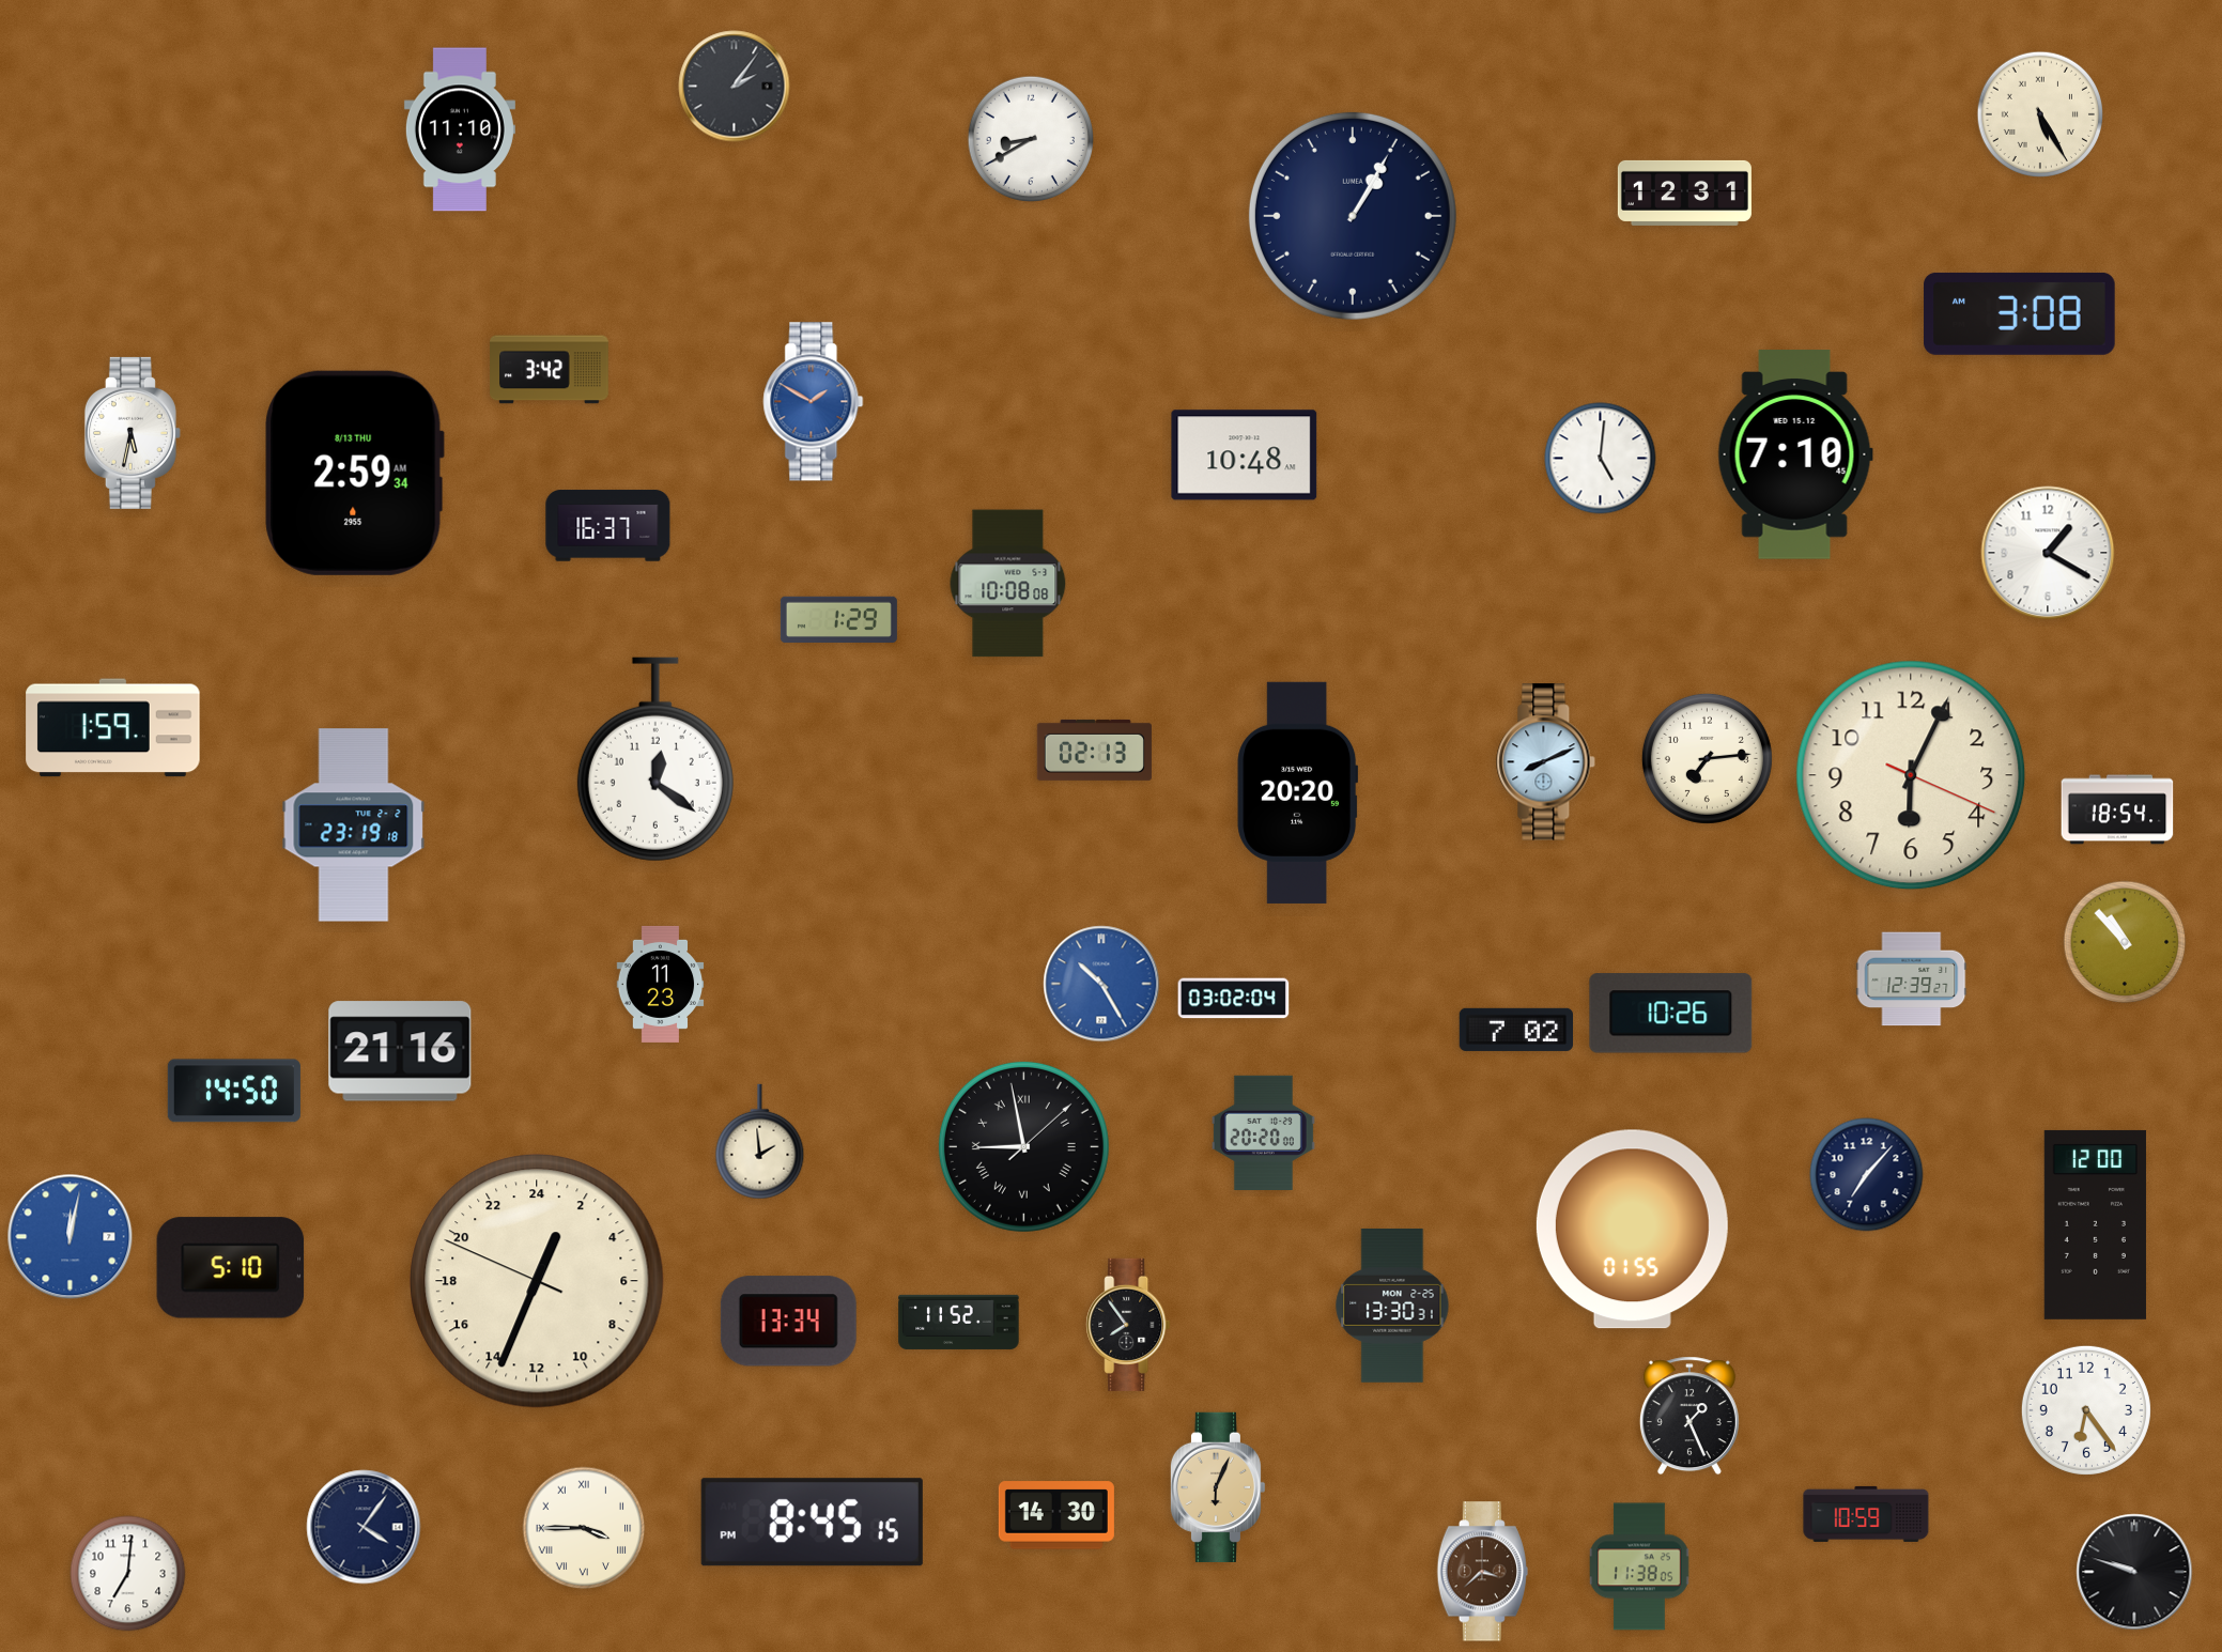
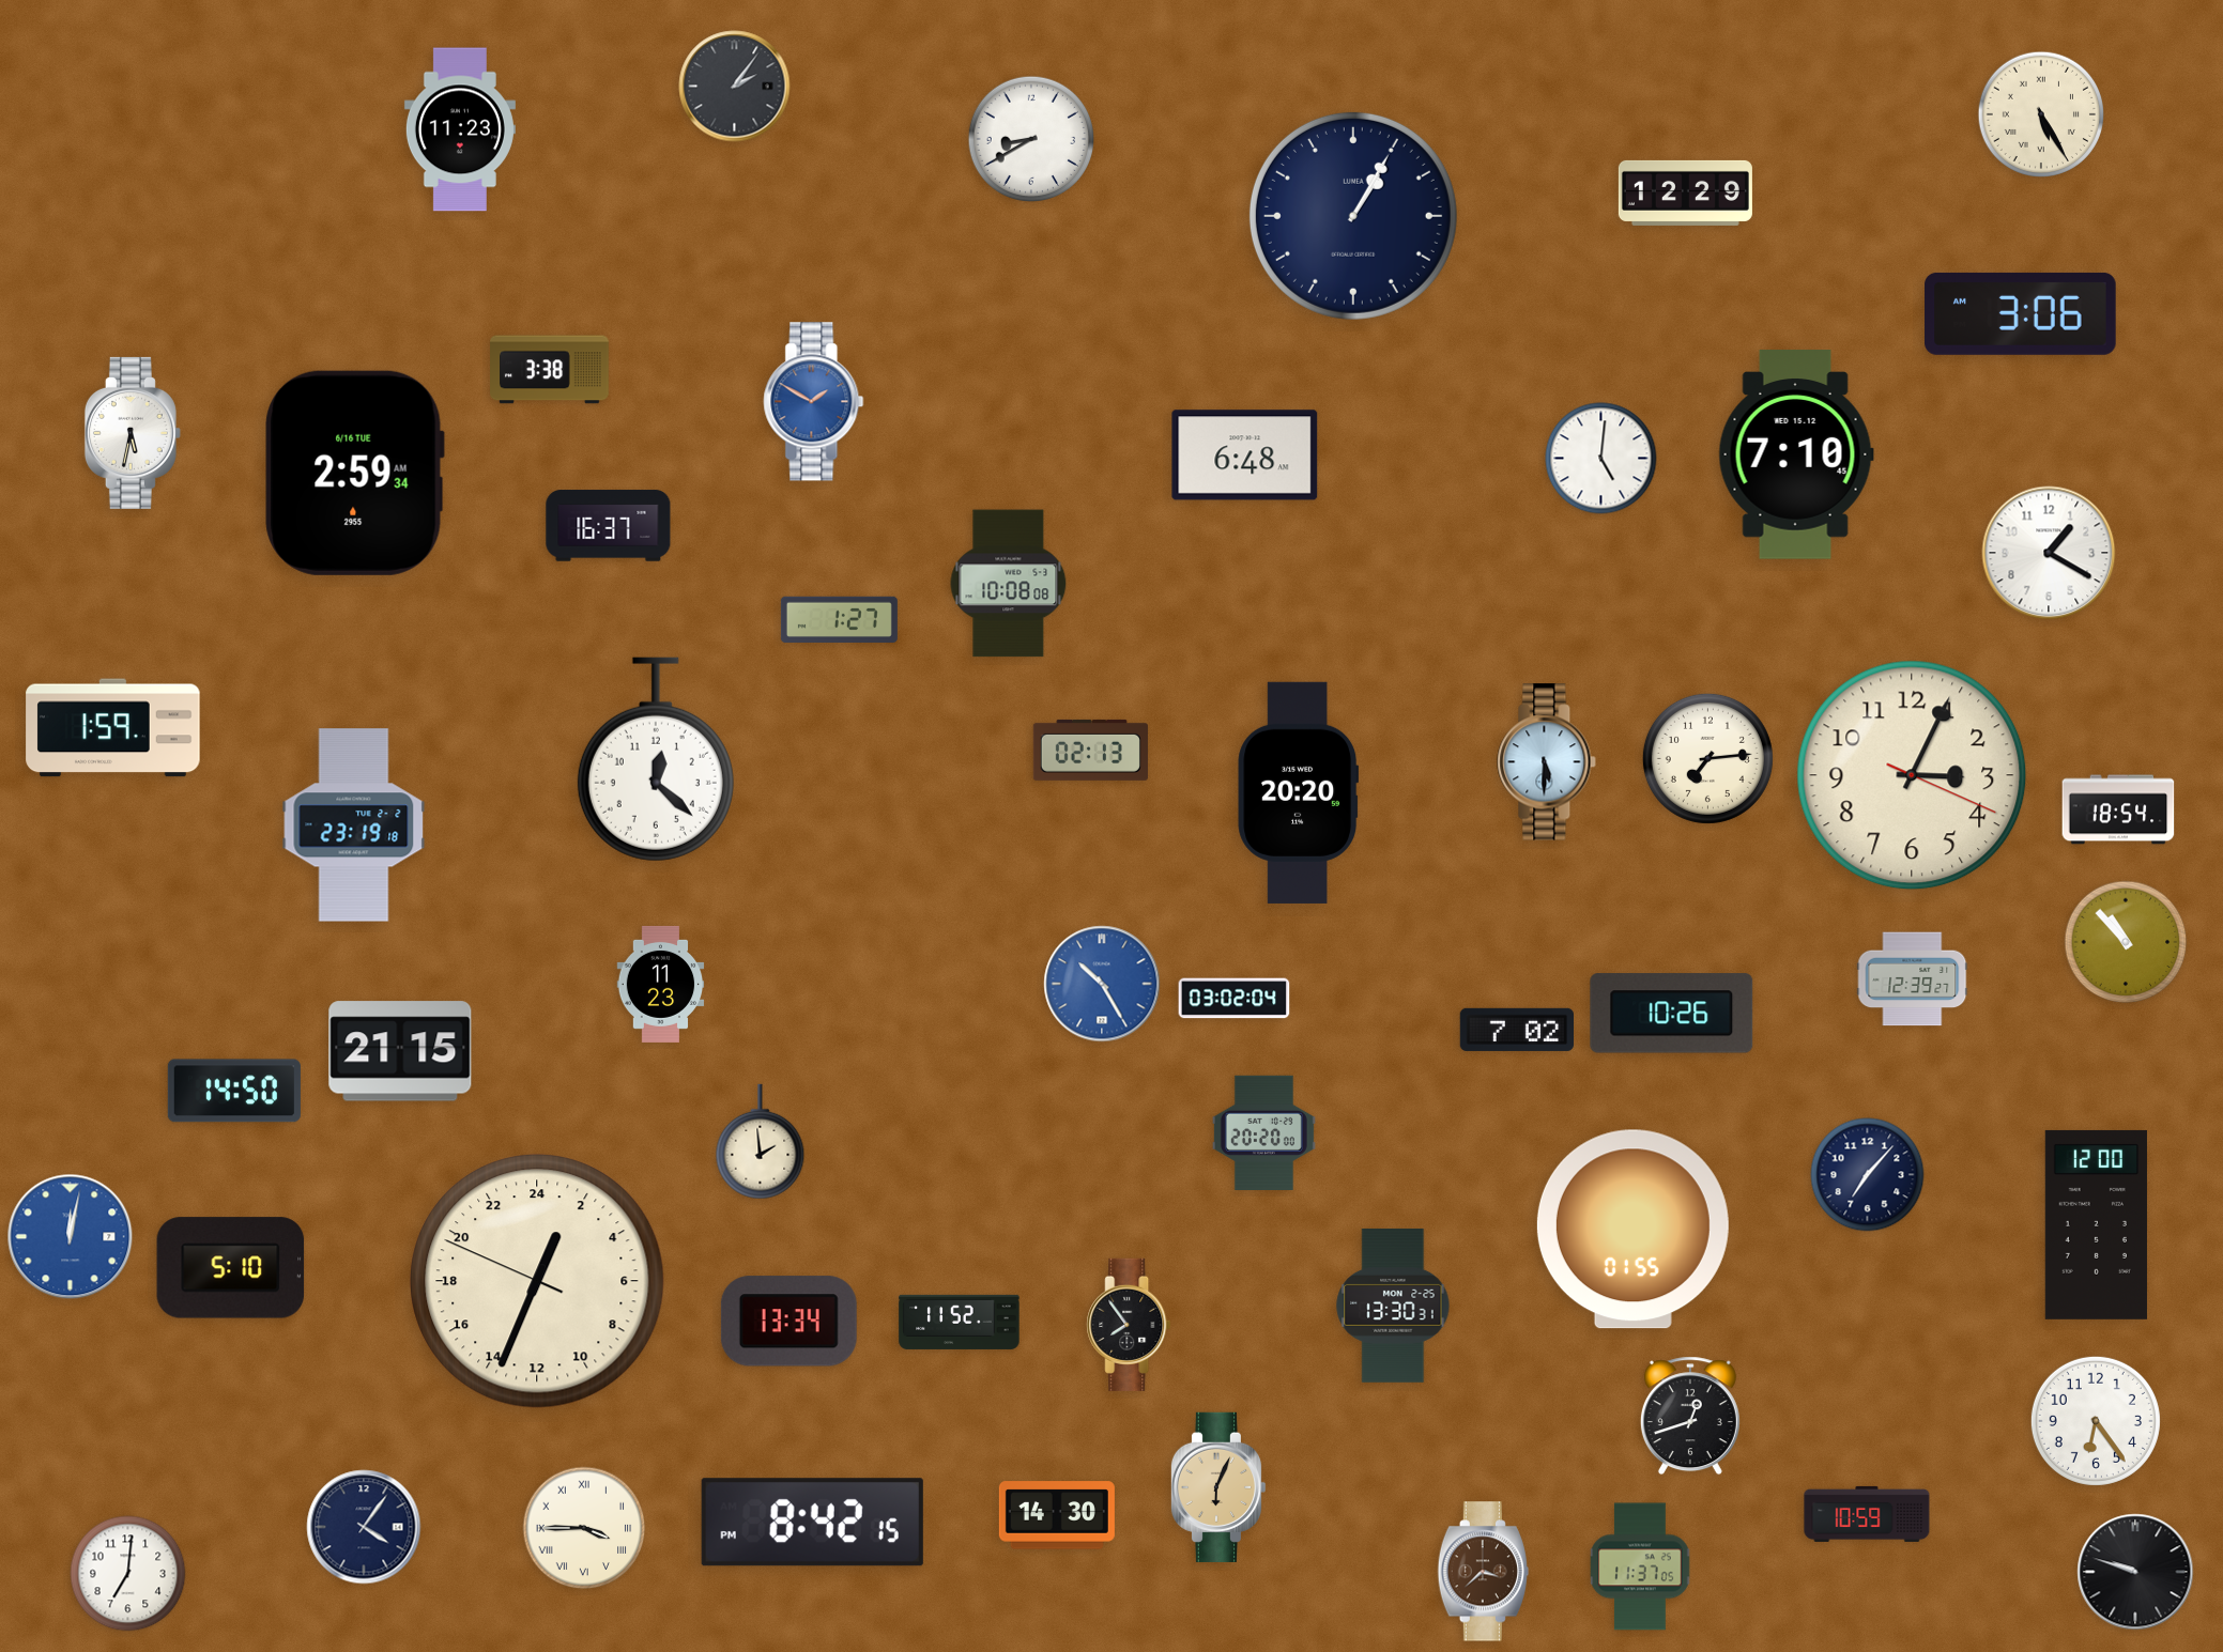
clock at (460, 129): 11:10 -> 11:23
clock at (1684, 192): 12:31 -> 12:29
clock at (2020, 313): 3:08 -> 3:06
clock at (550, 370): 3:42 -> 3:38
clock at (1245, 456): 10:48 -> 6:48
clock at (354, 473) date: 8/13 THU -> 6/16 TUE
clock at (838, 619): 1:29 -> 1:27
clock at (1094, 750) position: (1094, 750) -> (1090, 750)
clock at (655, 759): 12:21 -> 12:22
clock at (1546, 762): 8:11 -> 5:30
clock at (1911, 775): 6:04 -> 3:04
clock at (400, 1051): 21:16 -> 21:15
clock at (1023, 1146): 8:58 -> none
clock at (2086, 1410) position: (2086, 1410) -> (2096, 1421)
clock at (1689, 1416): 1:26 -> 12:42
clock at (812, 1523): 8:45 -> 8:42
clock at (1639, 1566): 11:38 -> 11:37
